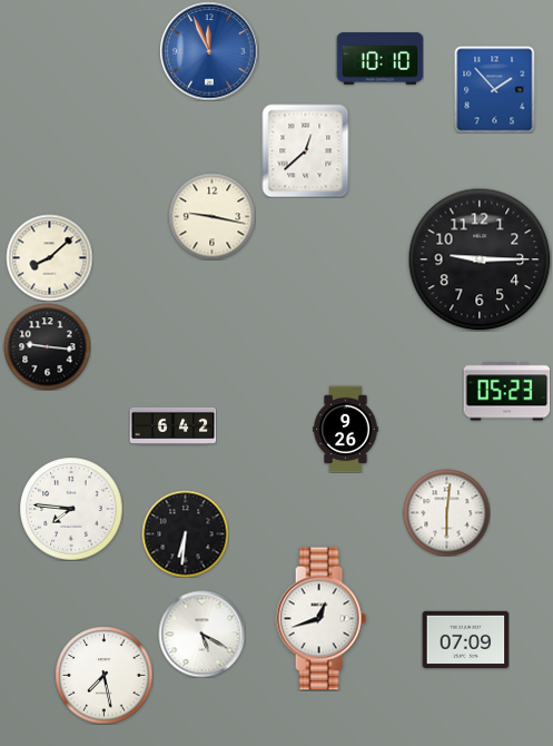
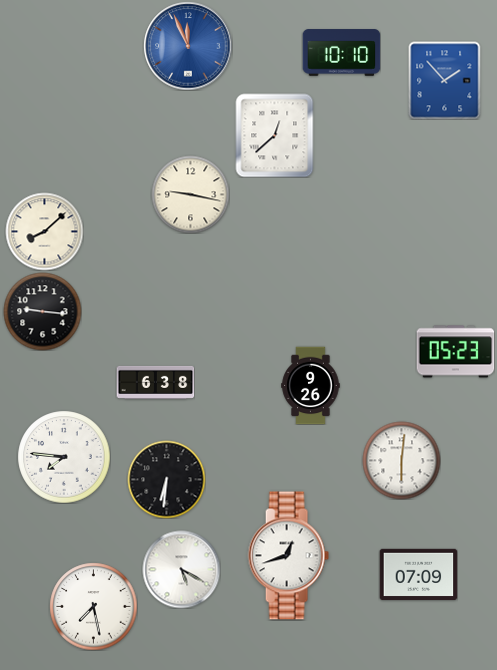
clock at (480, 259): 9:15 -> none
clock at (172, 425): 6:42 -> 6:38
